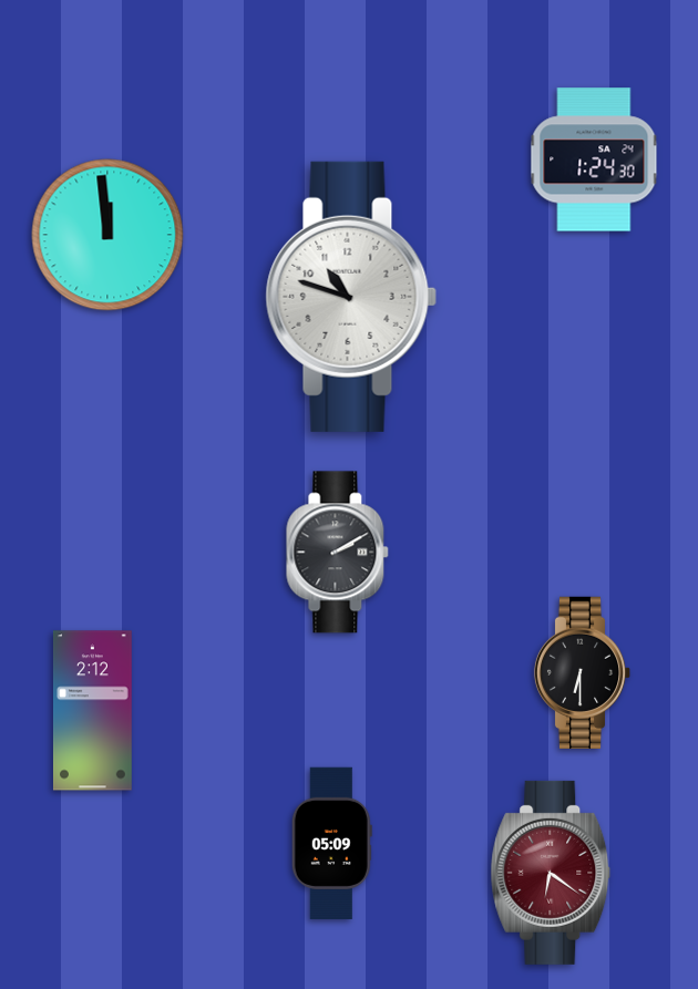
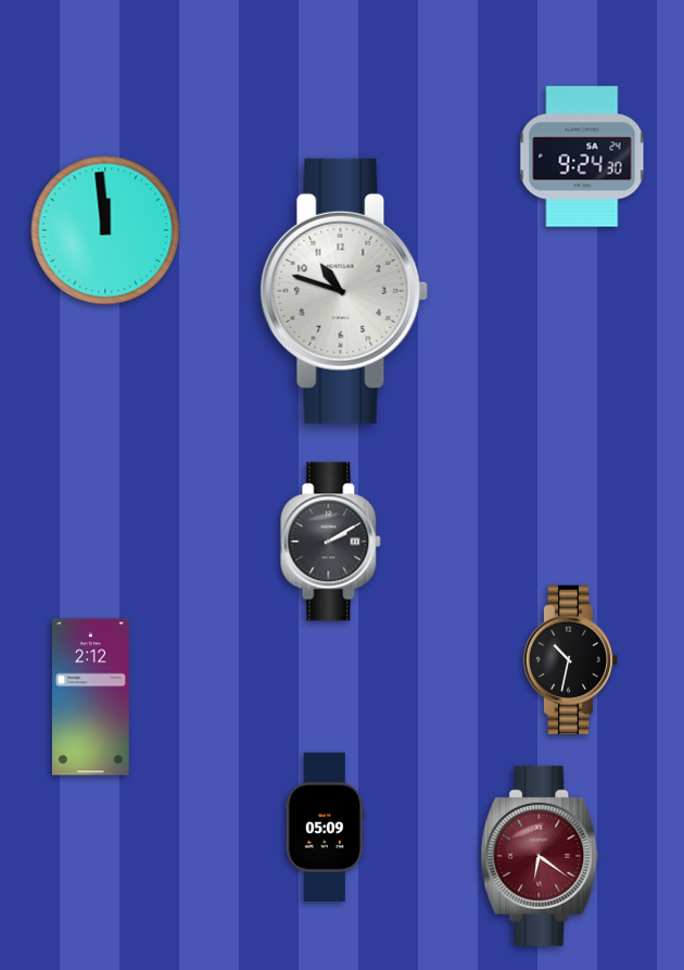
clock at (594, 159): 1:24 -> 9:24
clock at (583, 672): 6:30 -> 10:32
